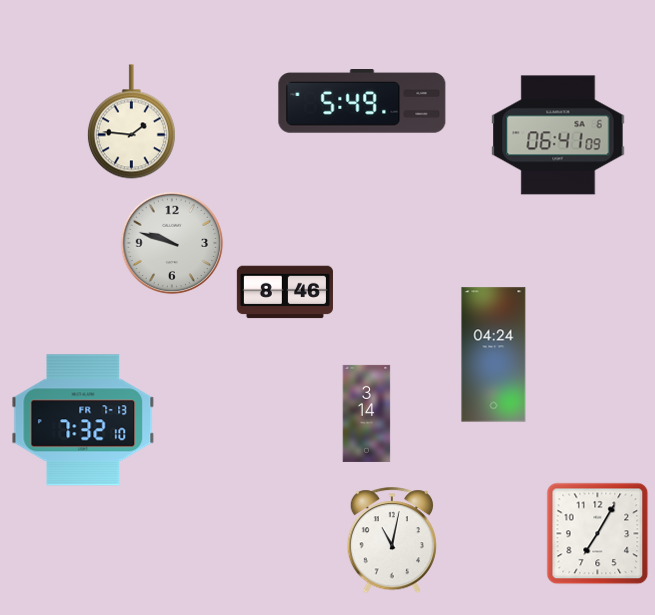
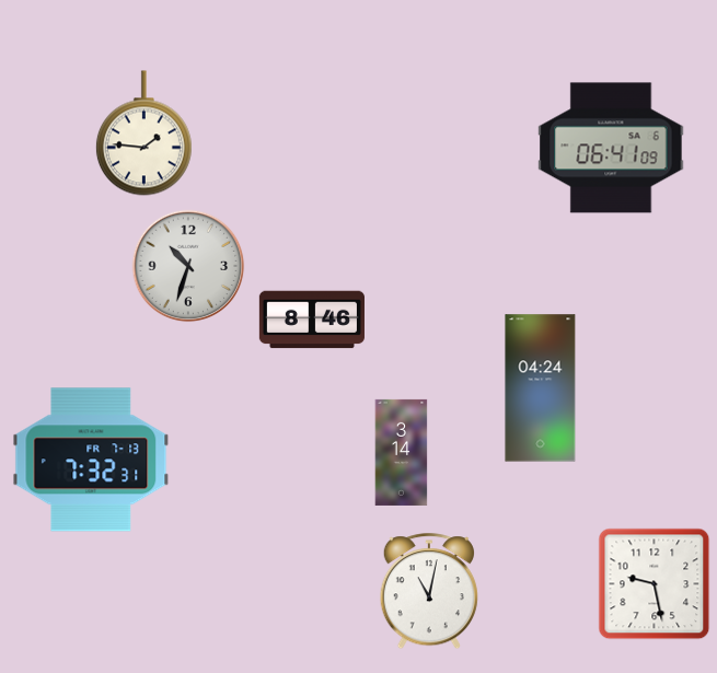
clock at (362, 101): 5:49 -> none
clock at (172, 243): 9:48 -> 10:33
clock at (83, 420): 7:32:10 -> 7:32:31
clock at (598, 534): 7:05 -> 9:28
